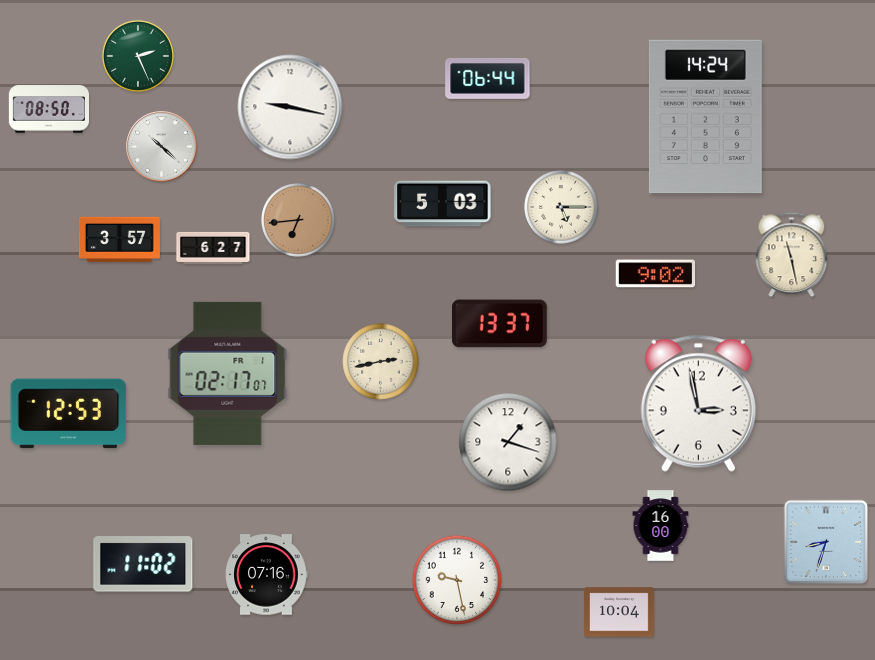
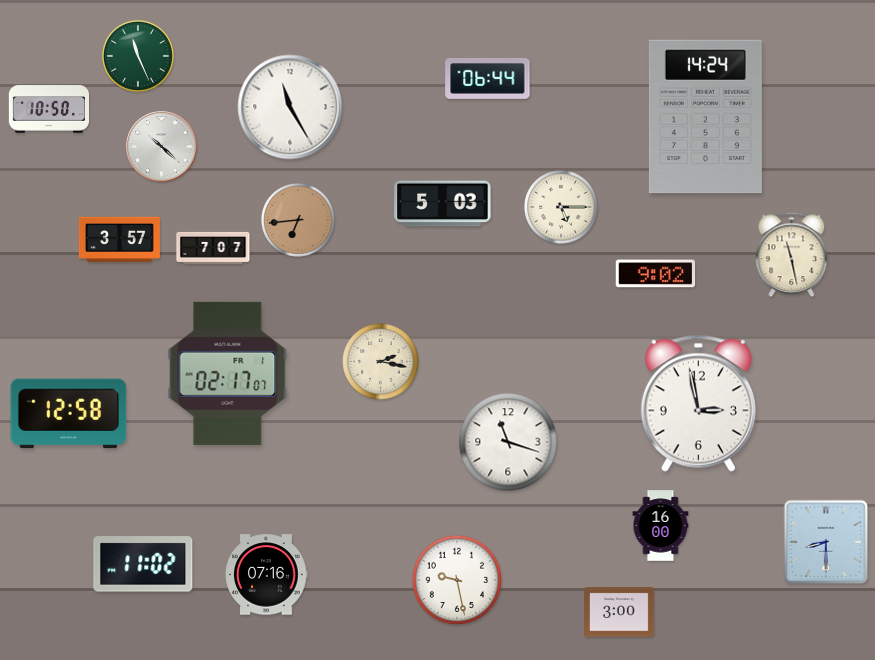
clock at (138, 56): 2:26 -> 11:26
clock at (290, 107): 9:17 -> 11:25
clock at (48, 109): 08:50 -> 10:50
clock at (213, 248): 6:27 -> 7:07
clock at (500, 324): 13:37 -> none
clock at (381, 362): 2:43 -> 2:17
clock at (69, 414): 12:53 -> 12:58
clock at (508, 442): 1:18 -> 11:18
clock at (826, 542): 8:33 -> 8:30
clock at (619, 612): 10:04 -> 3:00
